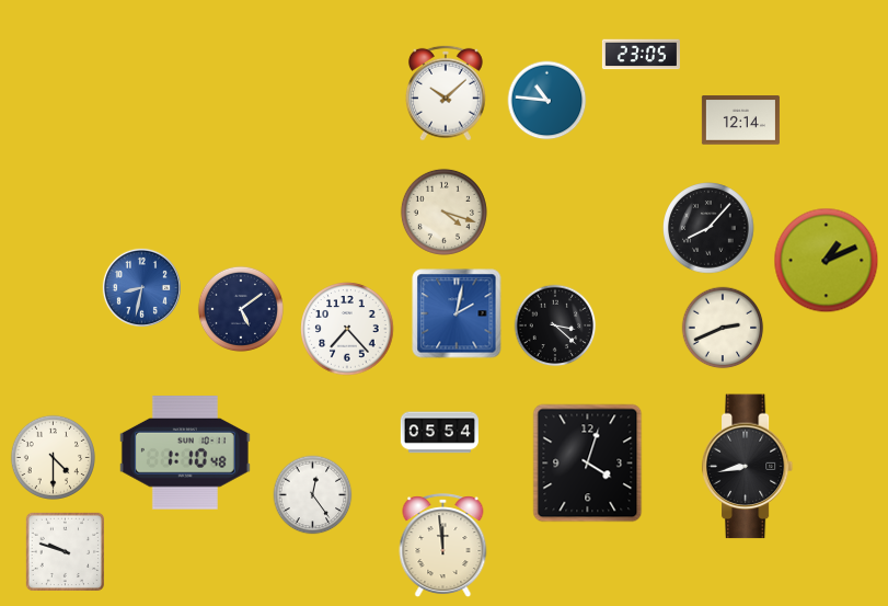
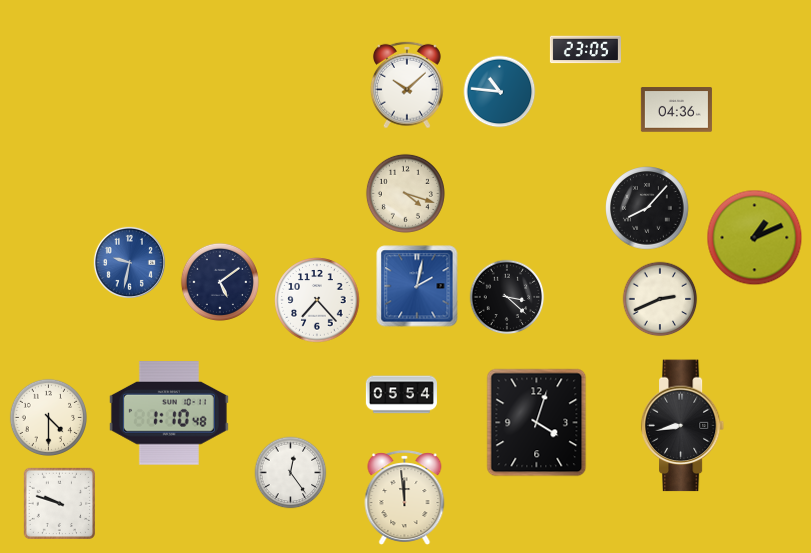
clock at (740, 121): 12:14 -> 04:36
clock at (141, 287): 8:32 -> 9:32
clock at (313, 495) position: (313, 495) -> (291, 473)
